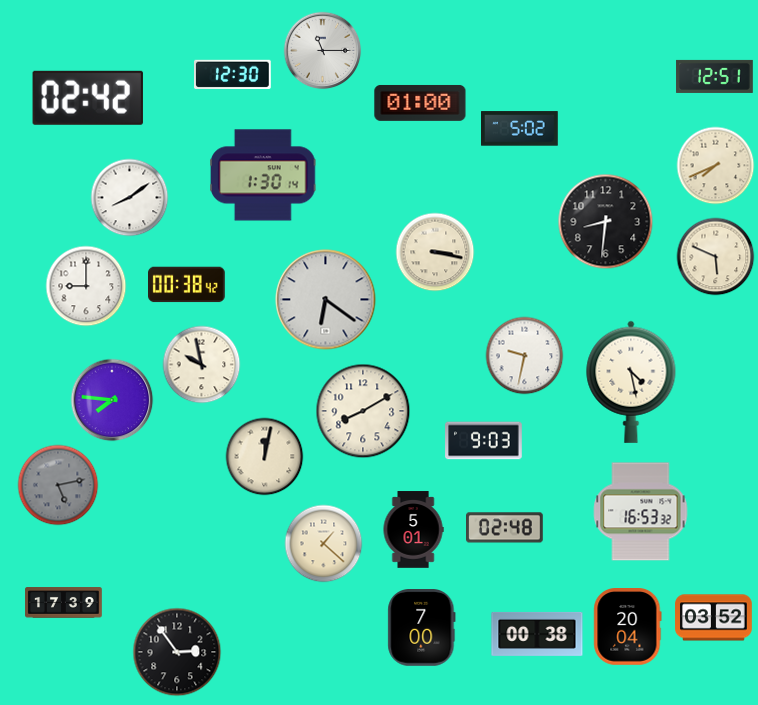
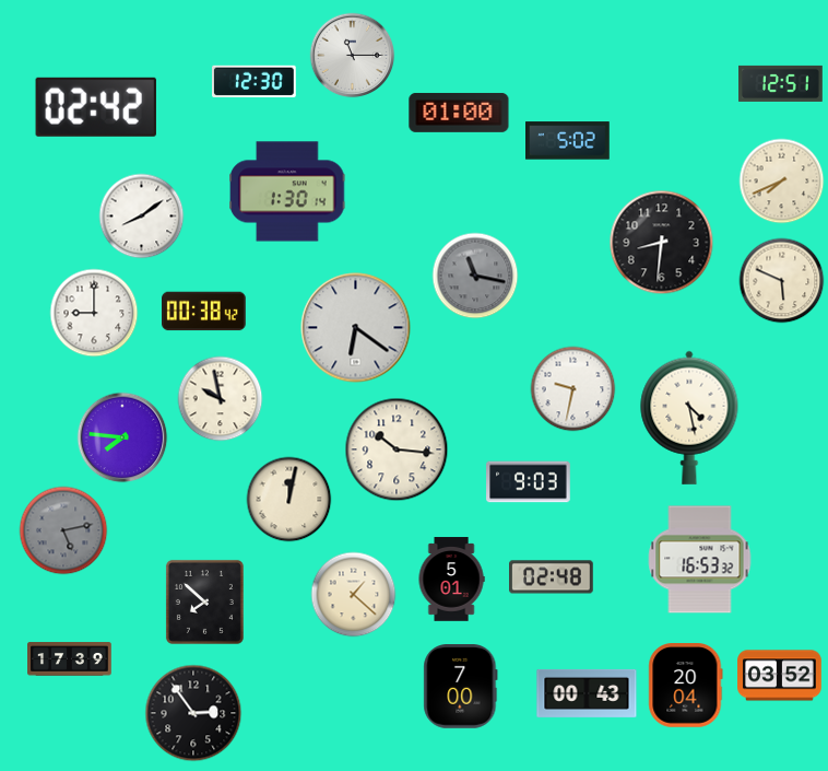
clock at (435, 252): 3:17 -> 11:17
clock at (435, 252) dial: cream -> grey
clock at (363, 411): 8:10 -> 10:16
clock at (204, 601): none -> 7:52
clock at (537, 634): 00:38 -> 00:43
